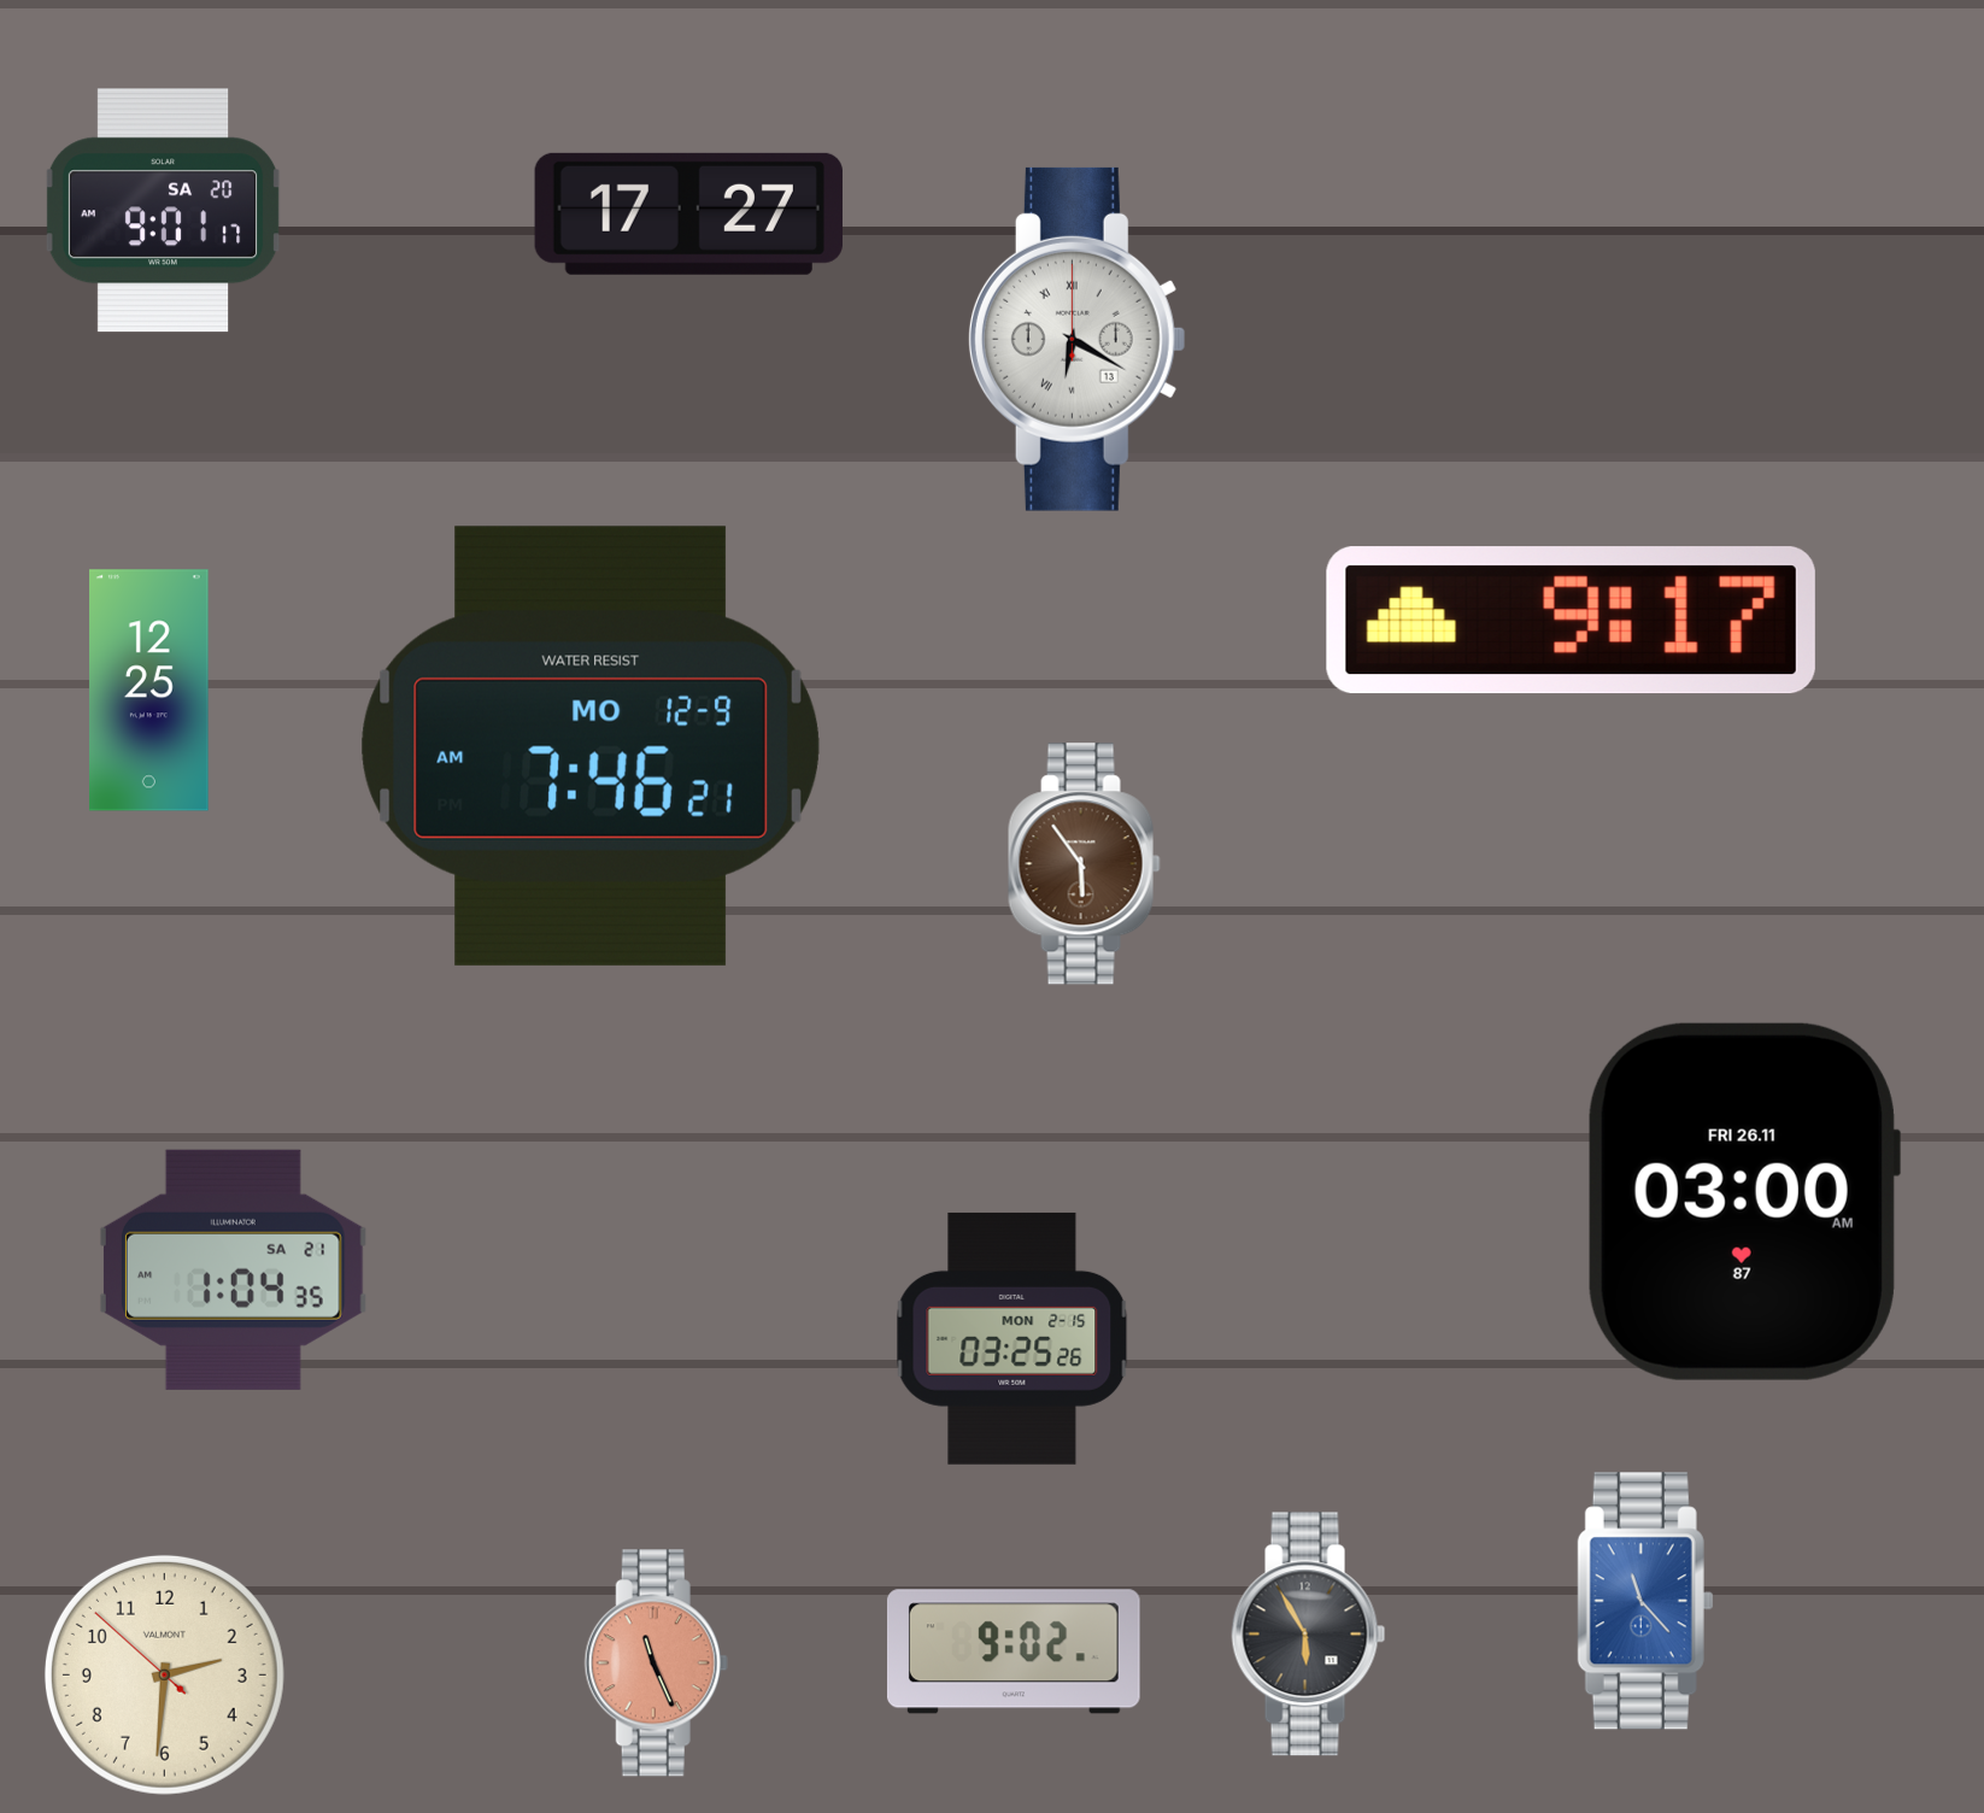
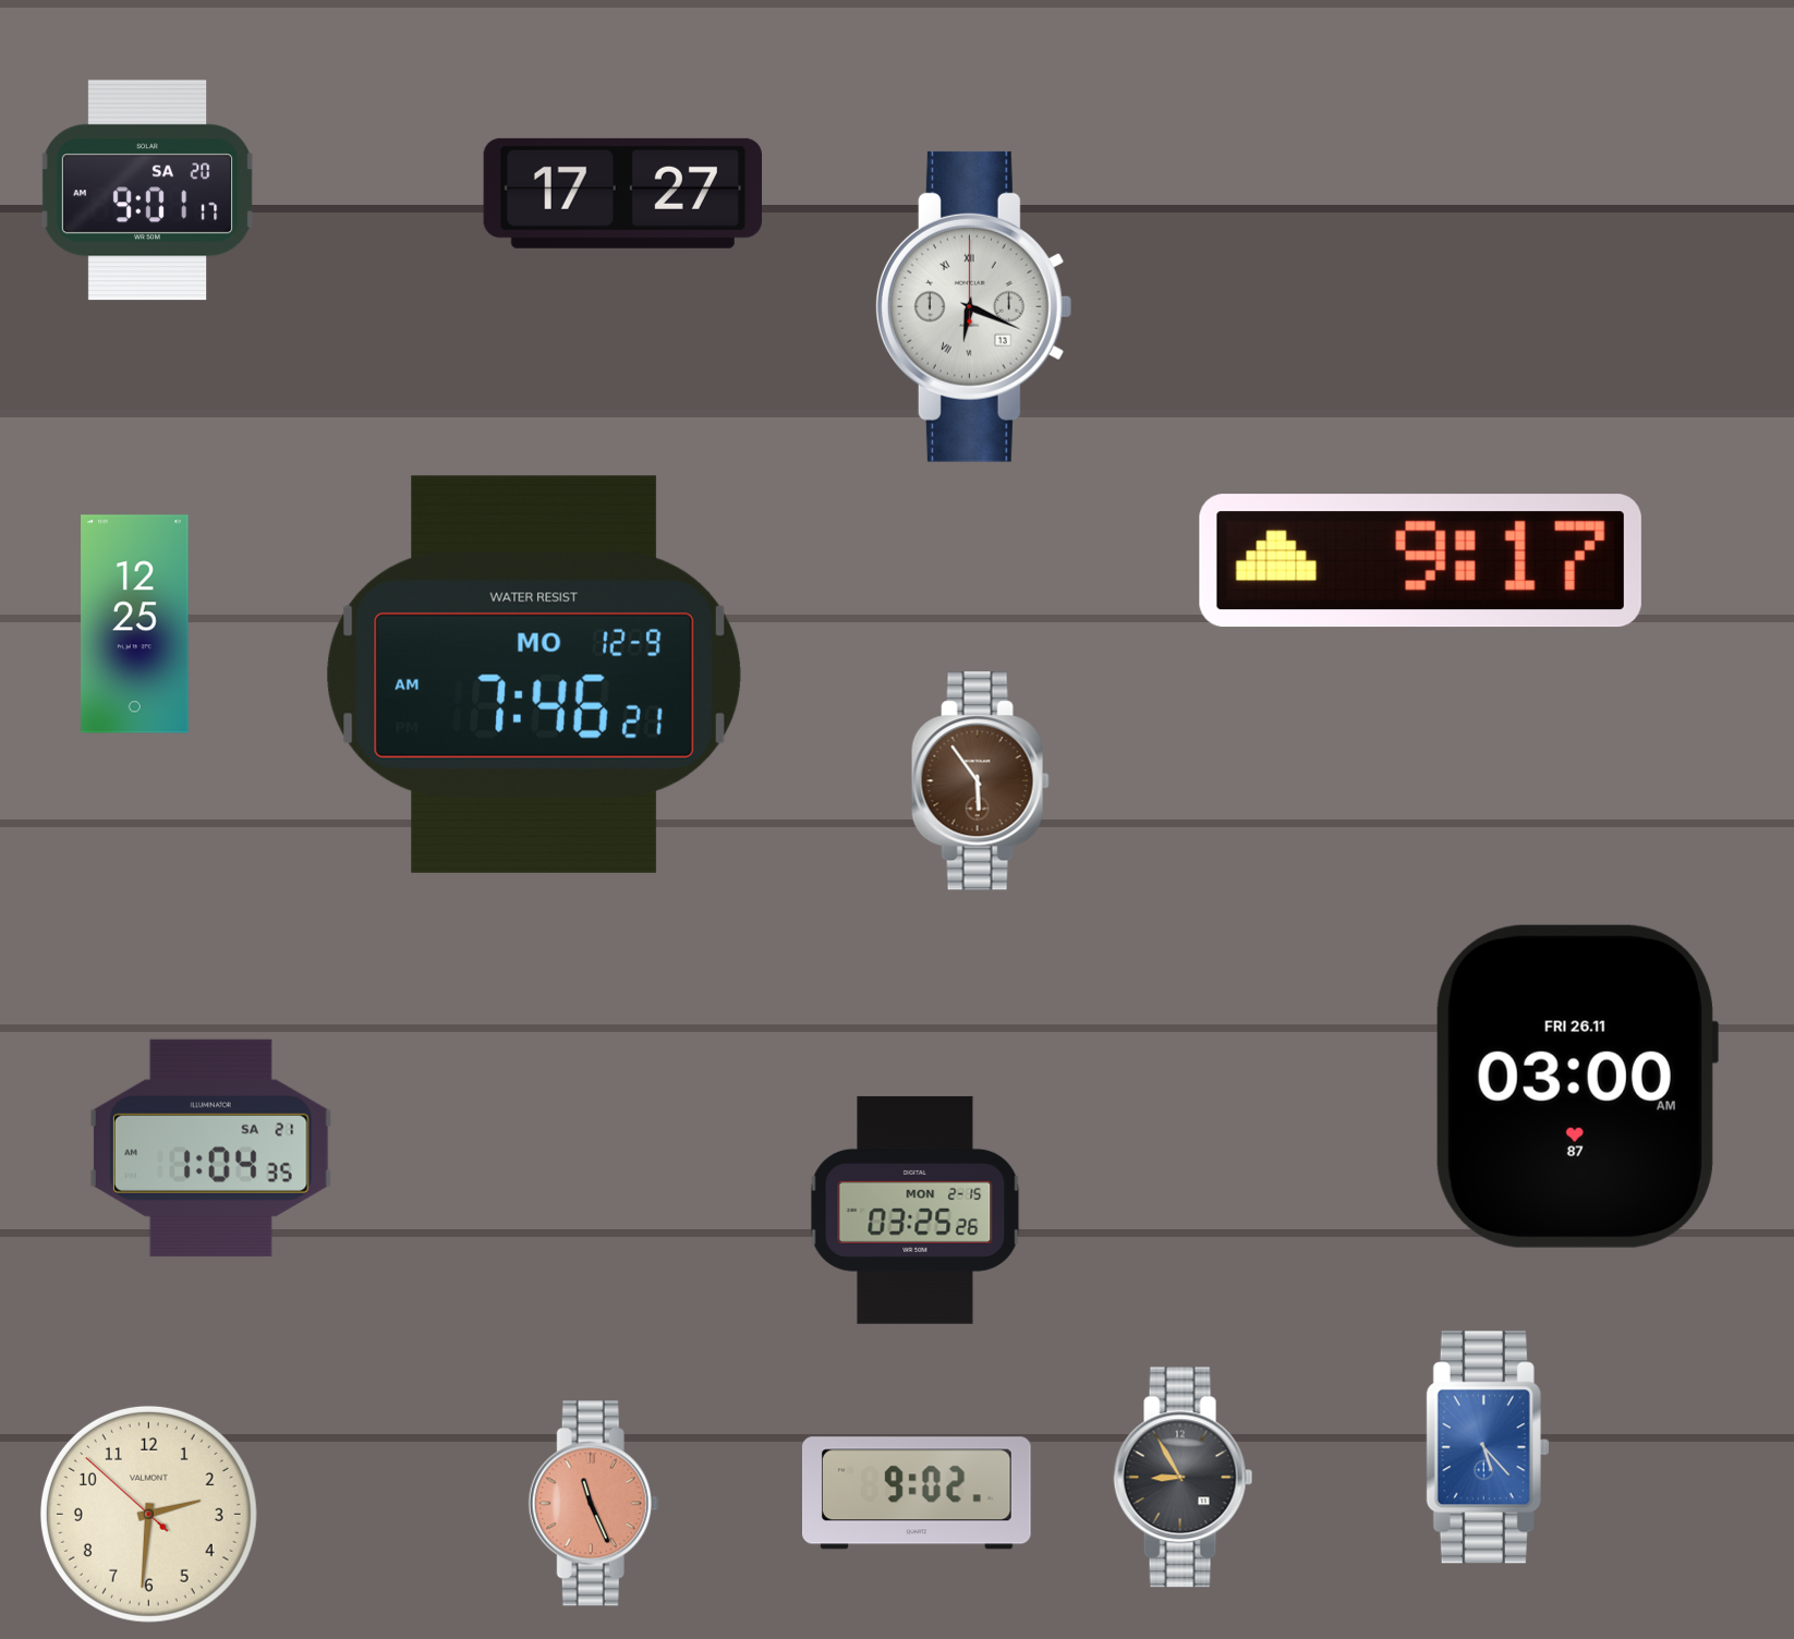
clock at (1076, 339): 6:20 -> 6:19
clock at (1645, 1601): 11:23 -> 5:23
clock at (1309, 1635): 5:55 -> 8:55
